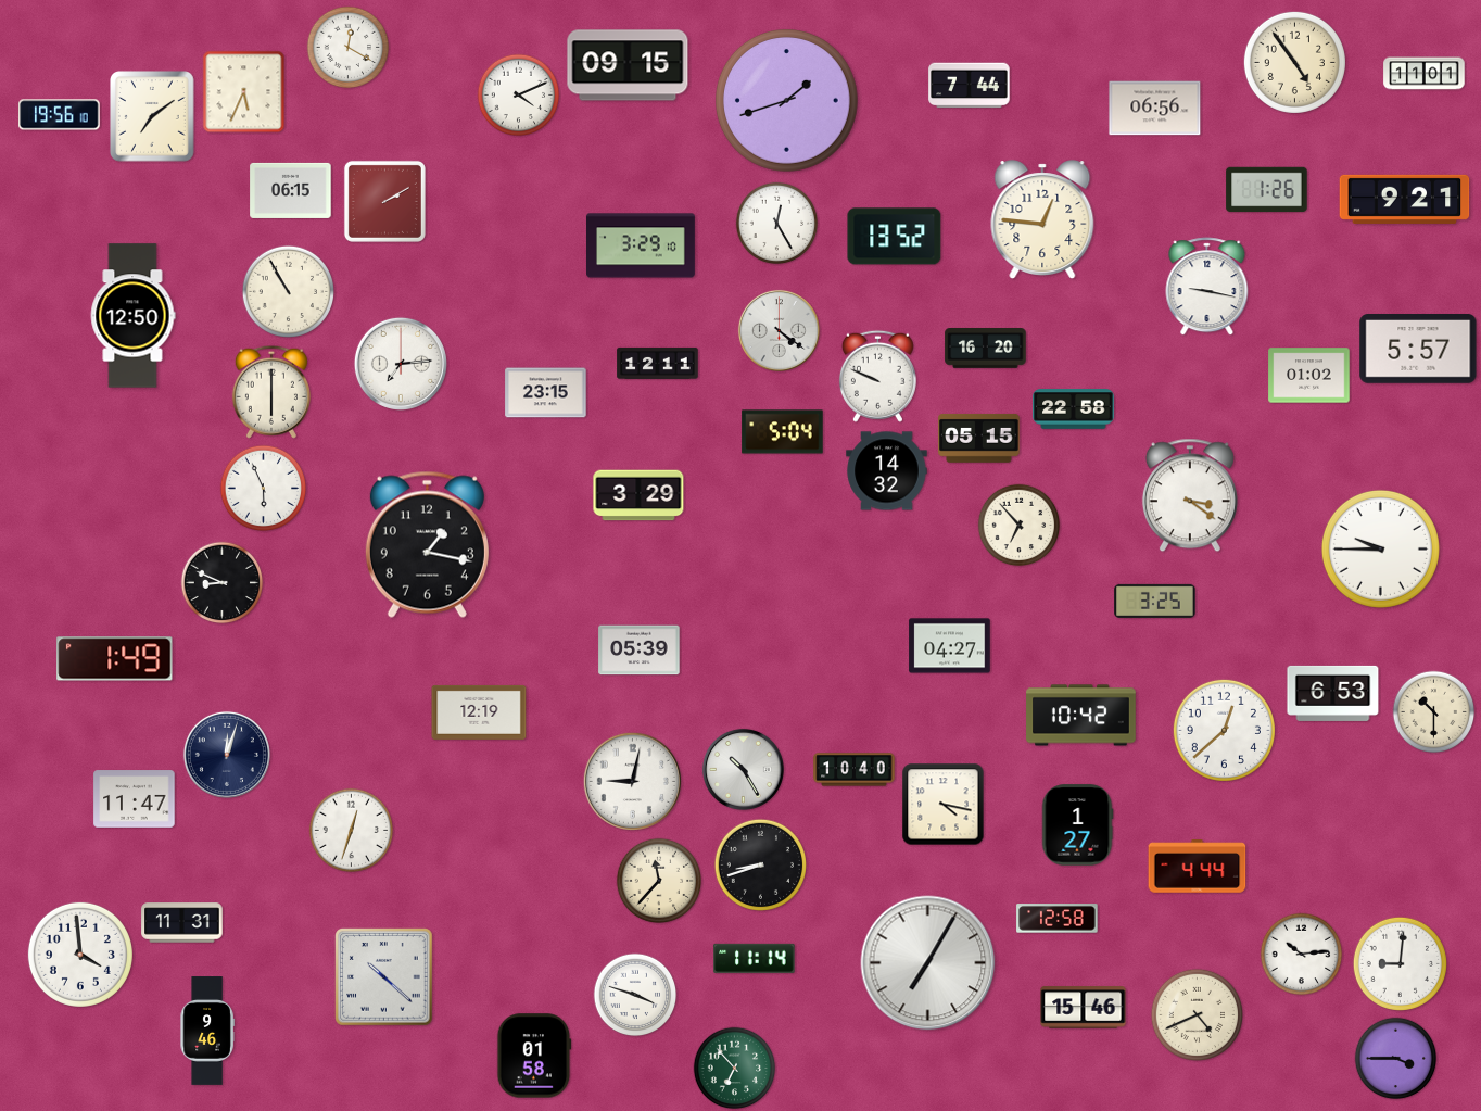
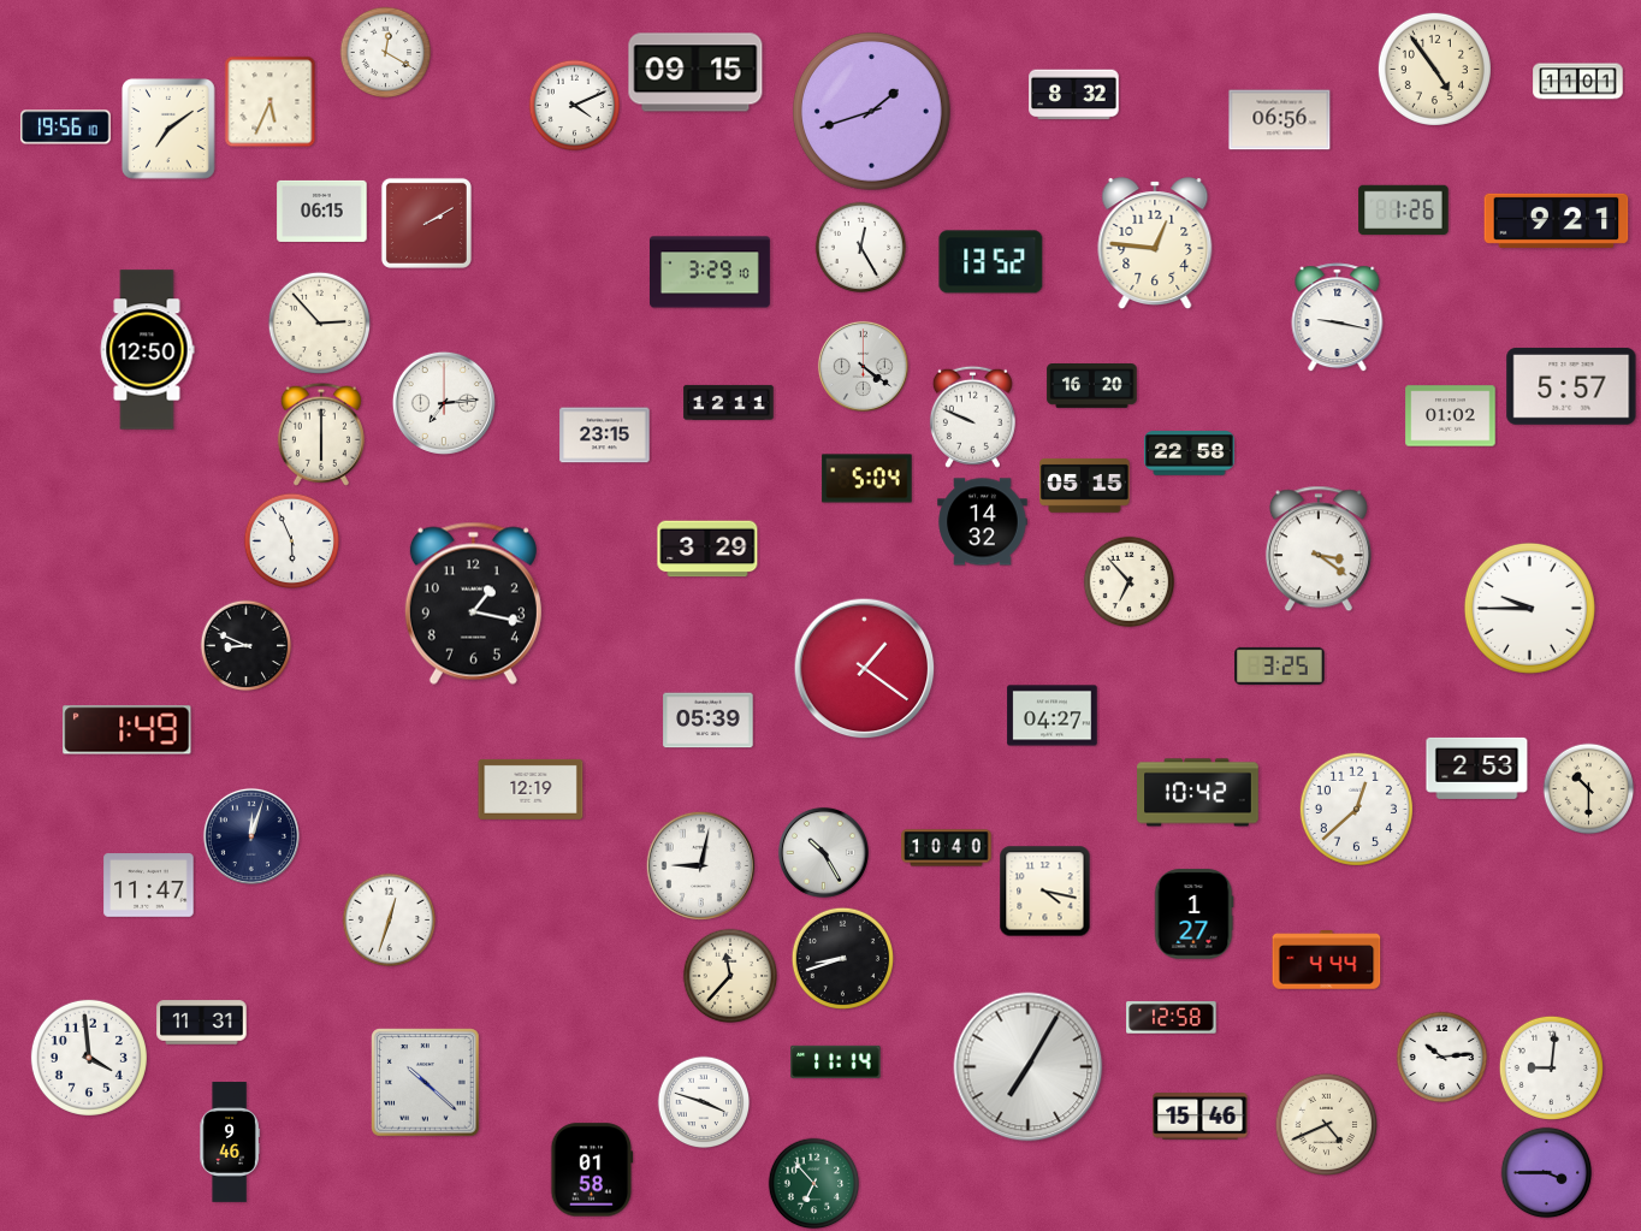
clock at (970, 86): 7:44 -> 8:32
clock at (288, 291): 10:55 -> 2:53
clock at (271, 392) position: (271, 392) -> (321, 434)
clock at (865, 669): none -> 1:21
clock at (1333, 693): 6:53 -> 2:53
clock at (855, 770) position: (855, 770) -> (947, 848)
